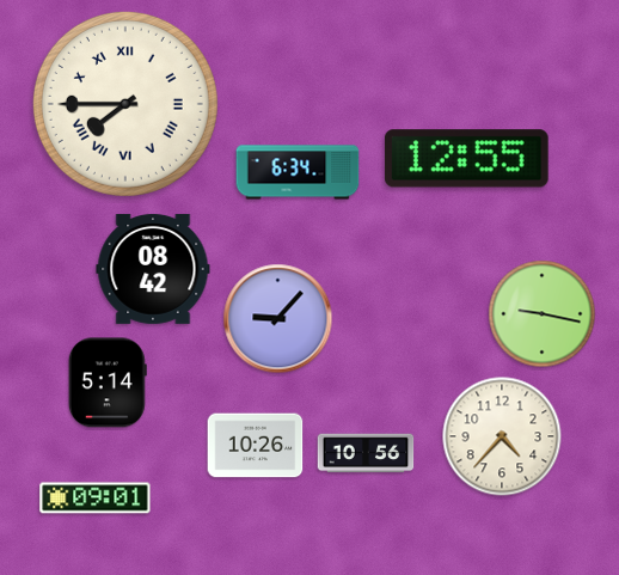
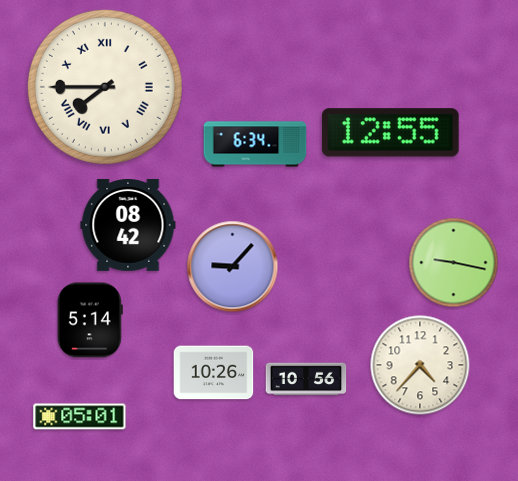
clock at (298, 172) position: (298, 172) -> (255, 144)
clock at (96, 498): 09:01 -> 05:01
